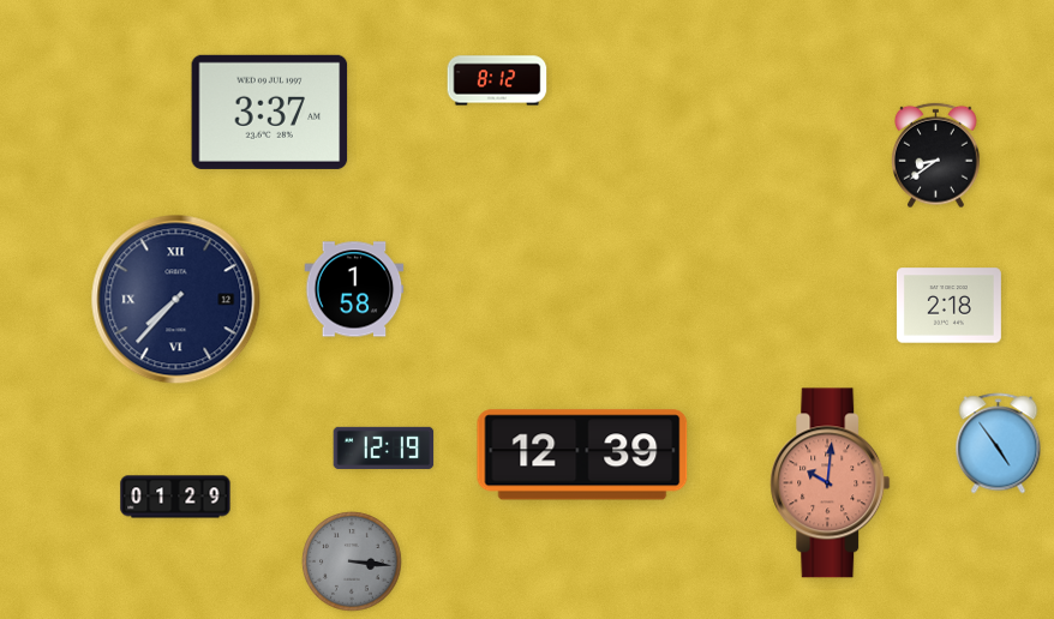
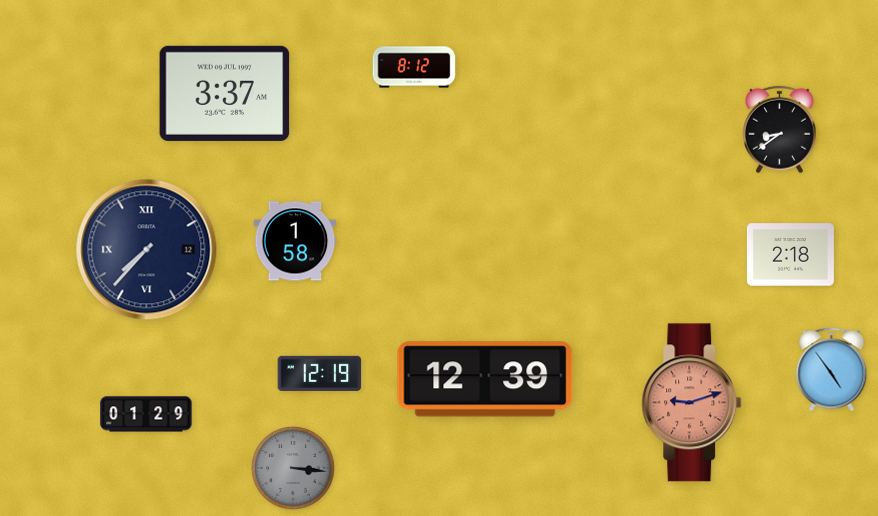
clock at (831, 483): 10:01 -> 9:12
